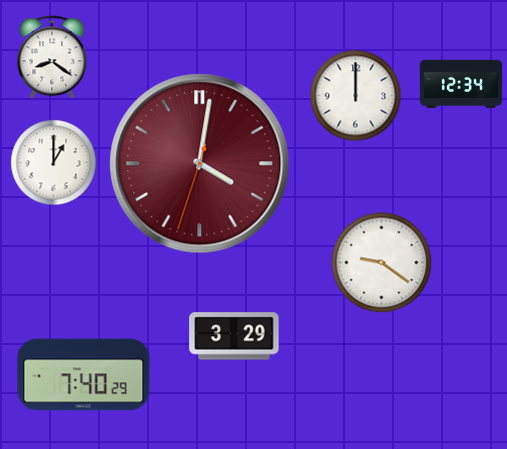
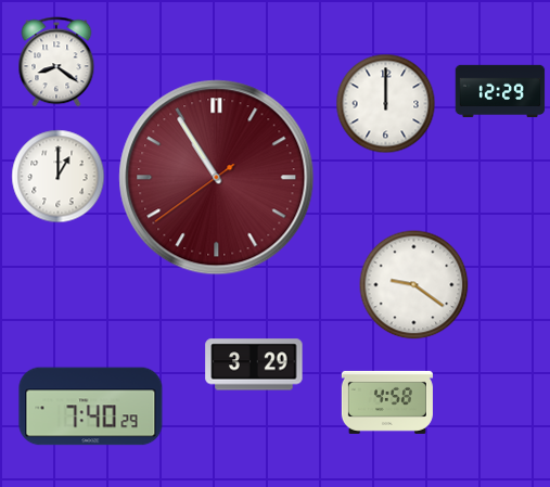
clock at (461, 83): 12:34 -> 12:29
clock at (200, 164): 4:01 -> 10:54
clock at (387, 402): none -> 4:58
